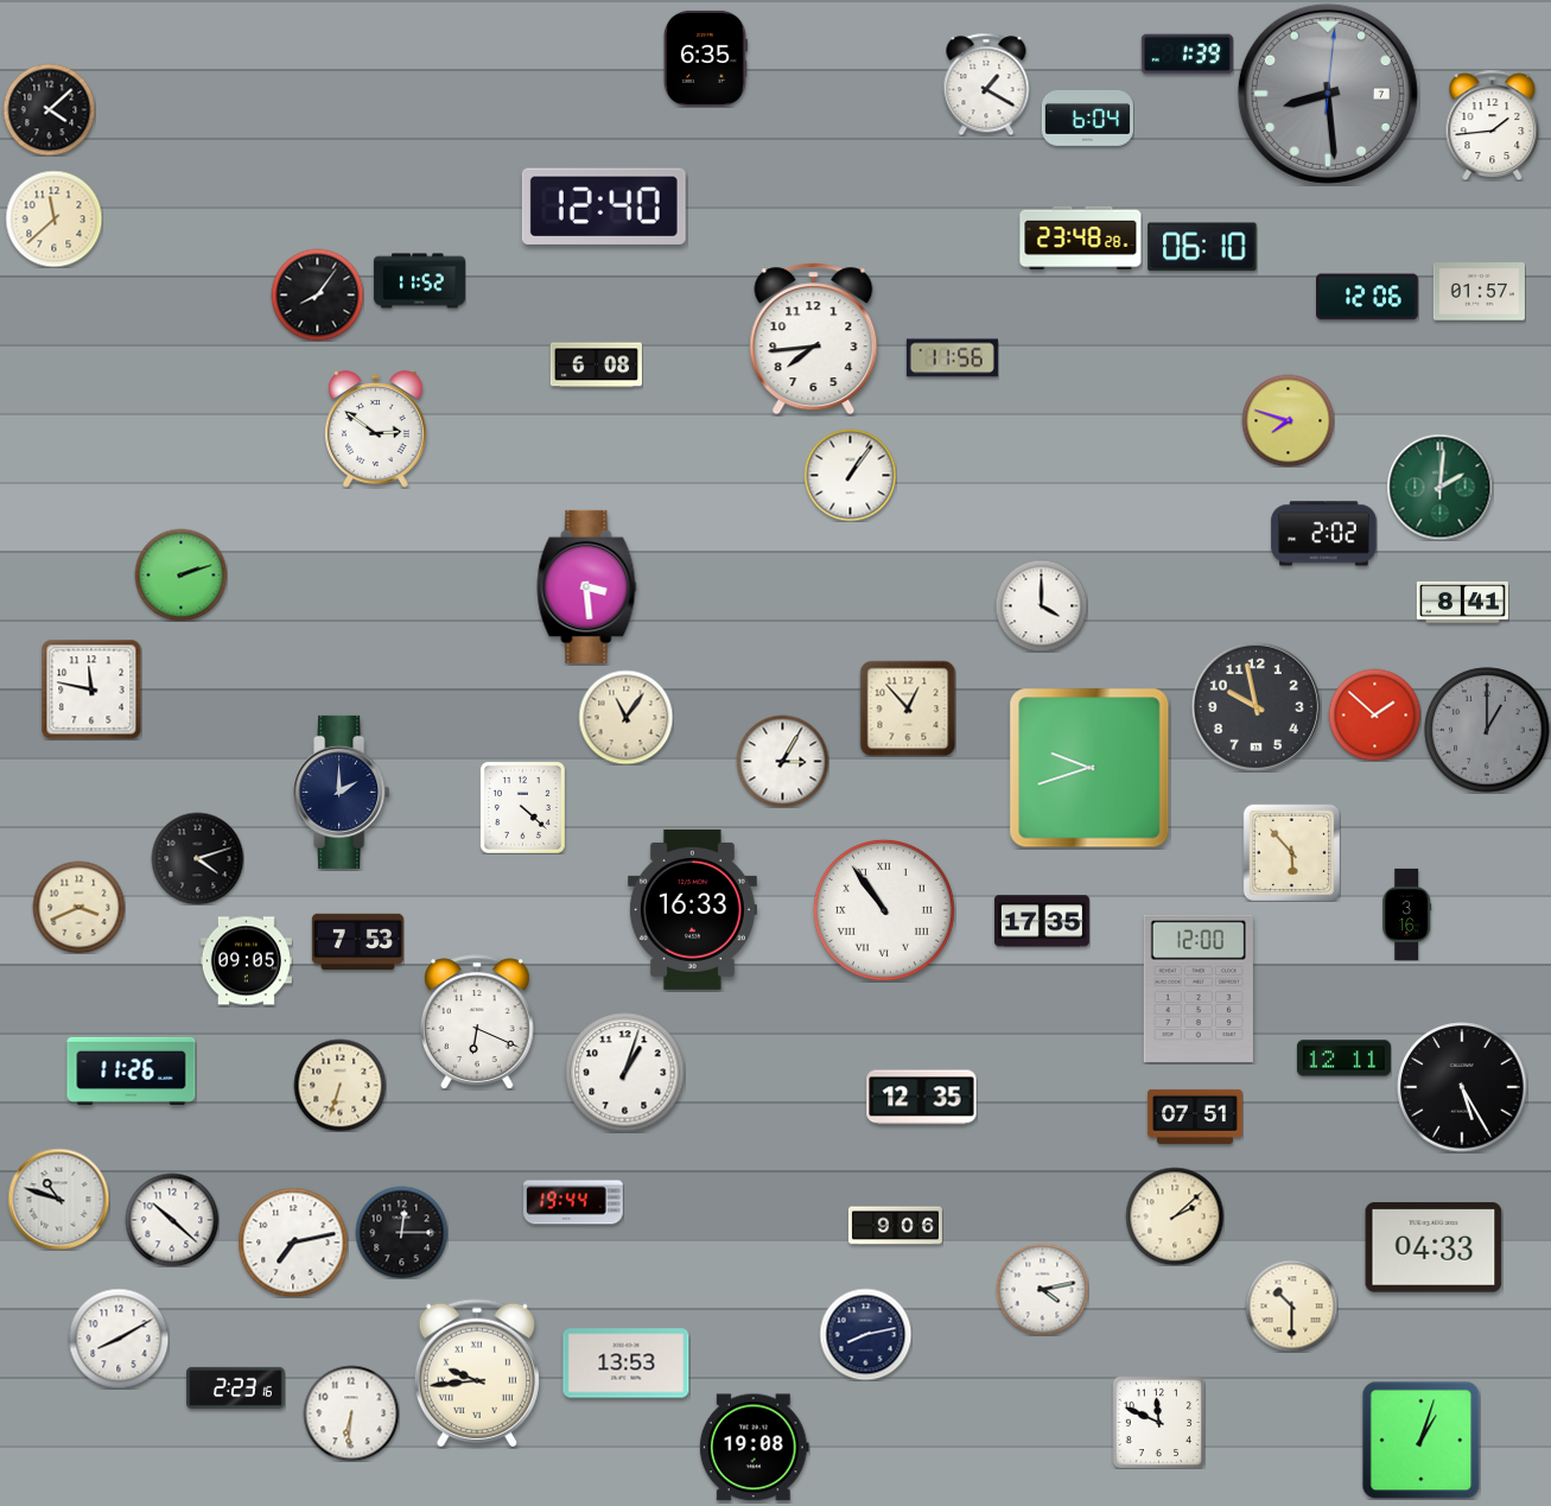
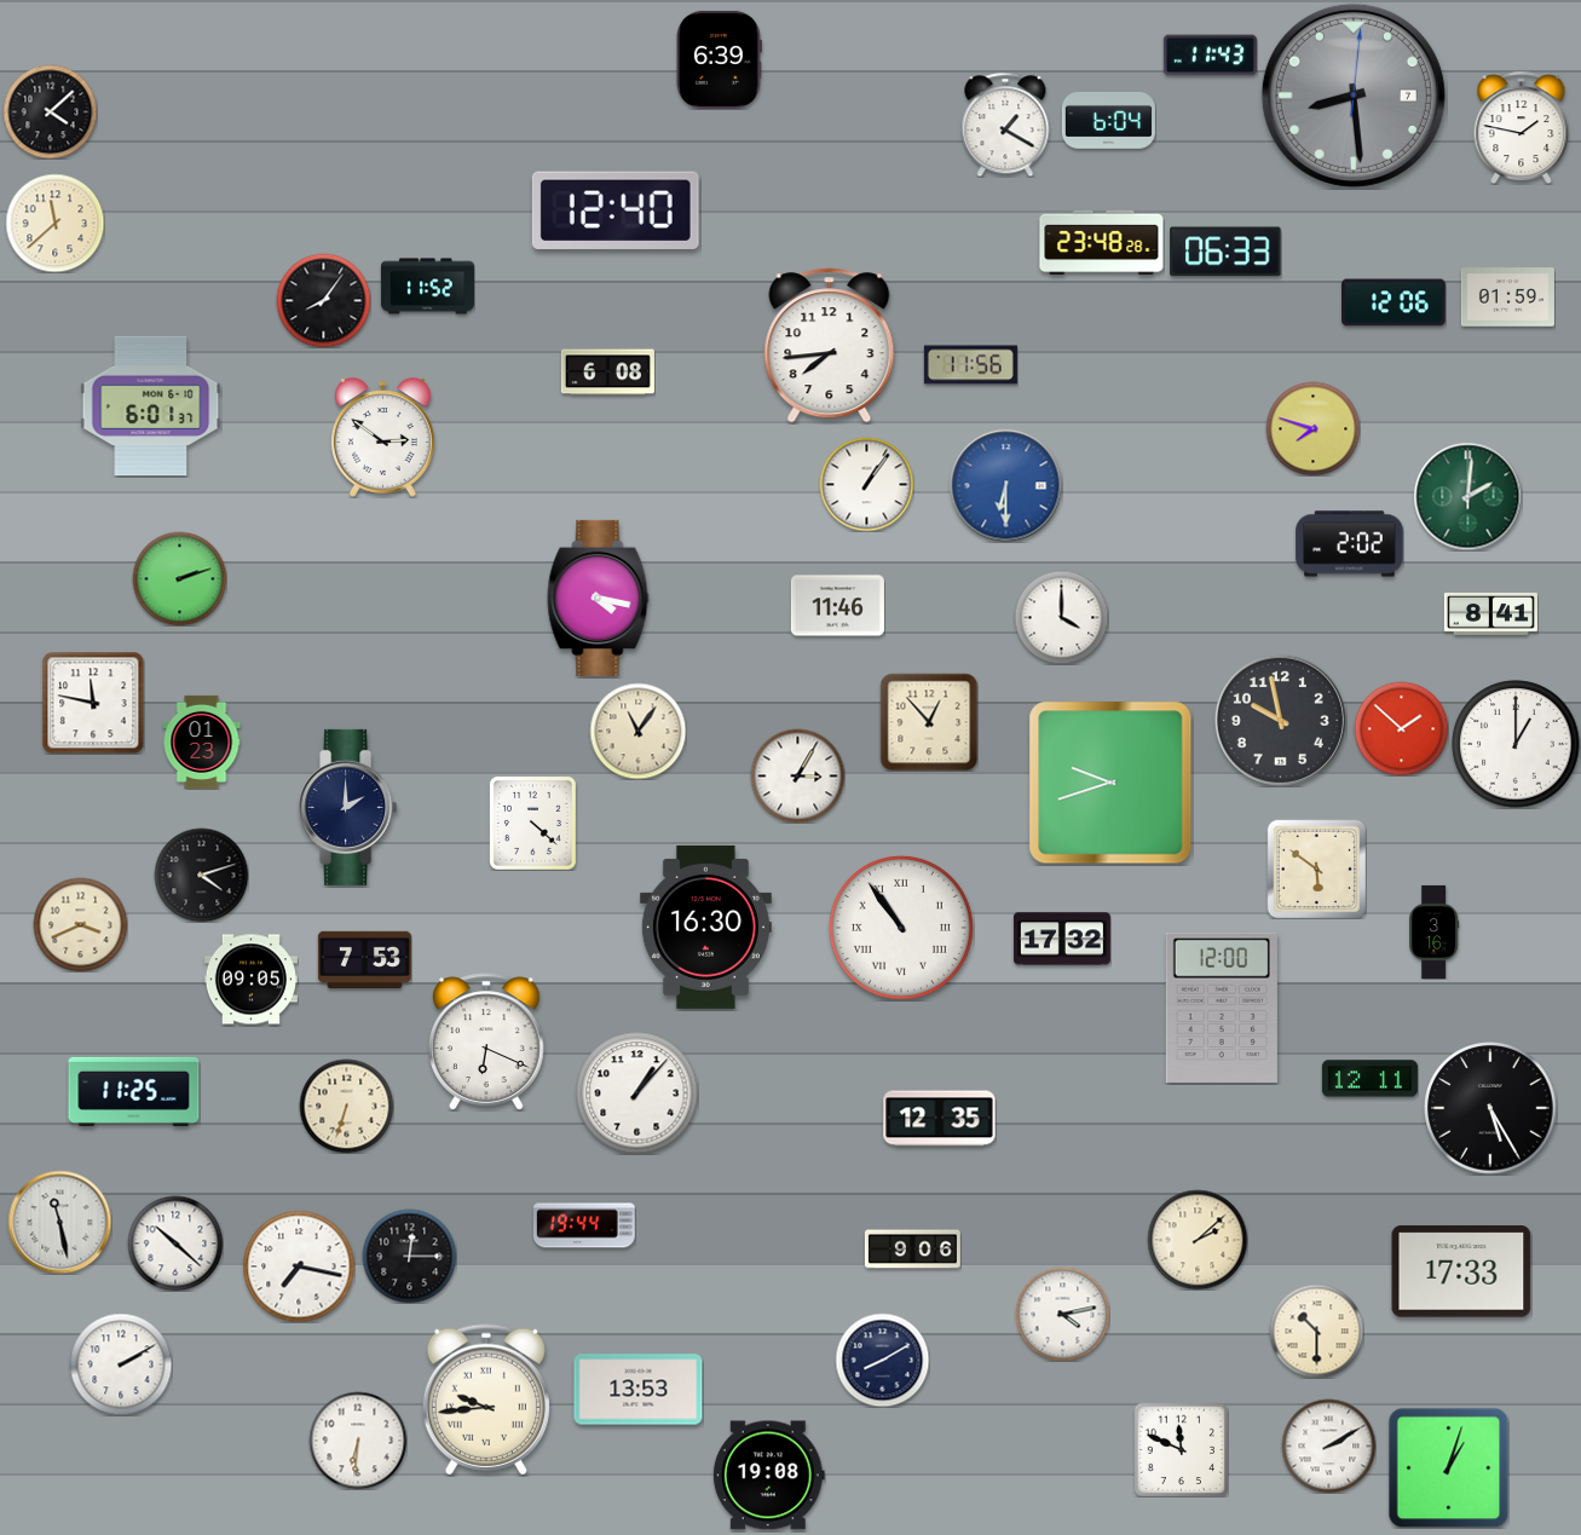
clock at (1187, 55): 1:39 -> 11:43
clock at (705, 58): 6:35 -> 6:39
clock at (986, 84) position: (986, 84) -> (1005, 125)
clock at (1493, 125): 1:44 -> 1:47
clock at (1202, 247): 06:10 -> 06:33
clock at (1479, 292): 01:57 -> 01:59
clock at (151, 406): none -> 6:01
clock at (1005, 485): none -> 6:30
clock at (180, 574) position: (180, 574) -> (179, 578)
clock at (587, 586): 3:29 -> 4:17
clock at (837, 606): none -> 11:46
clock at (908, 708) position: (908, 708) -> (929, 722)
clock at (202, 741): none -> 01:23
clock at (1487, 730) dial: grey -> white
clock at (1291, 852): 5:53 -> 5:51
clock at (692, 909): 16:33 -> 16:30
clock at (1042, 921): 17:35 -> 17:32
clock at (132, 1070): 11:26 -> 11:25
clock at (625, 1073): 1:03 -> 1:07
clock at (1195, 1117): 07:51 -> none
clock at (58, 1199): 10:48 -> 11:28
clock at (293, 1243): 7:13 -> 7:17
clock at (1434, 1247): 04:33 -> 17:33
clock at (865, 1334): 8:13 -> 8:10
clock at (119, 1339): 8:10 -> 2:10
clock at (236, 1387): 2:23 -> none
clock at (1328, 1445): none -> 2:10
